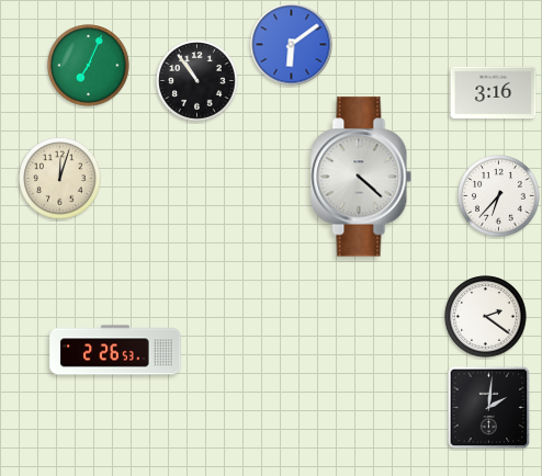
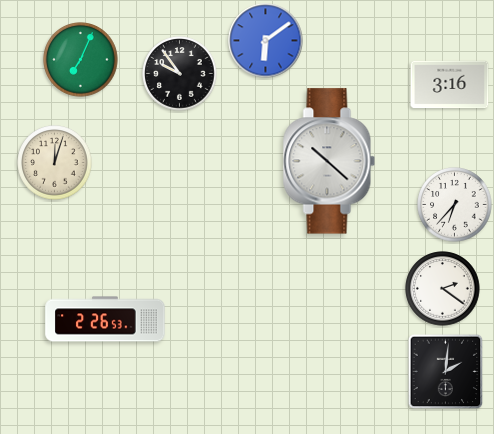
clock at (197, 81): 10:54 -> 9:54
clock at (361, 177): 4:22 -> 10:22
clock at (499, 196) position: (499, 196) -> (455, 205)
